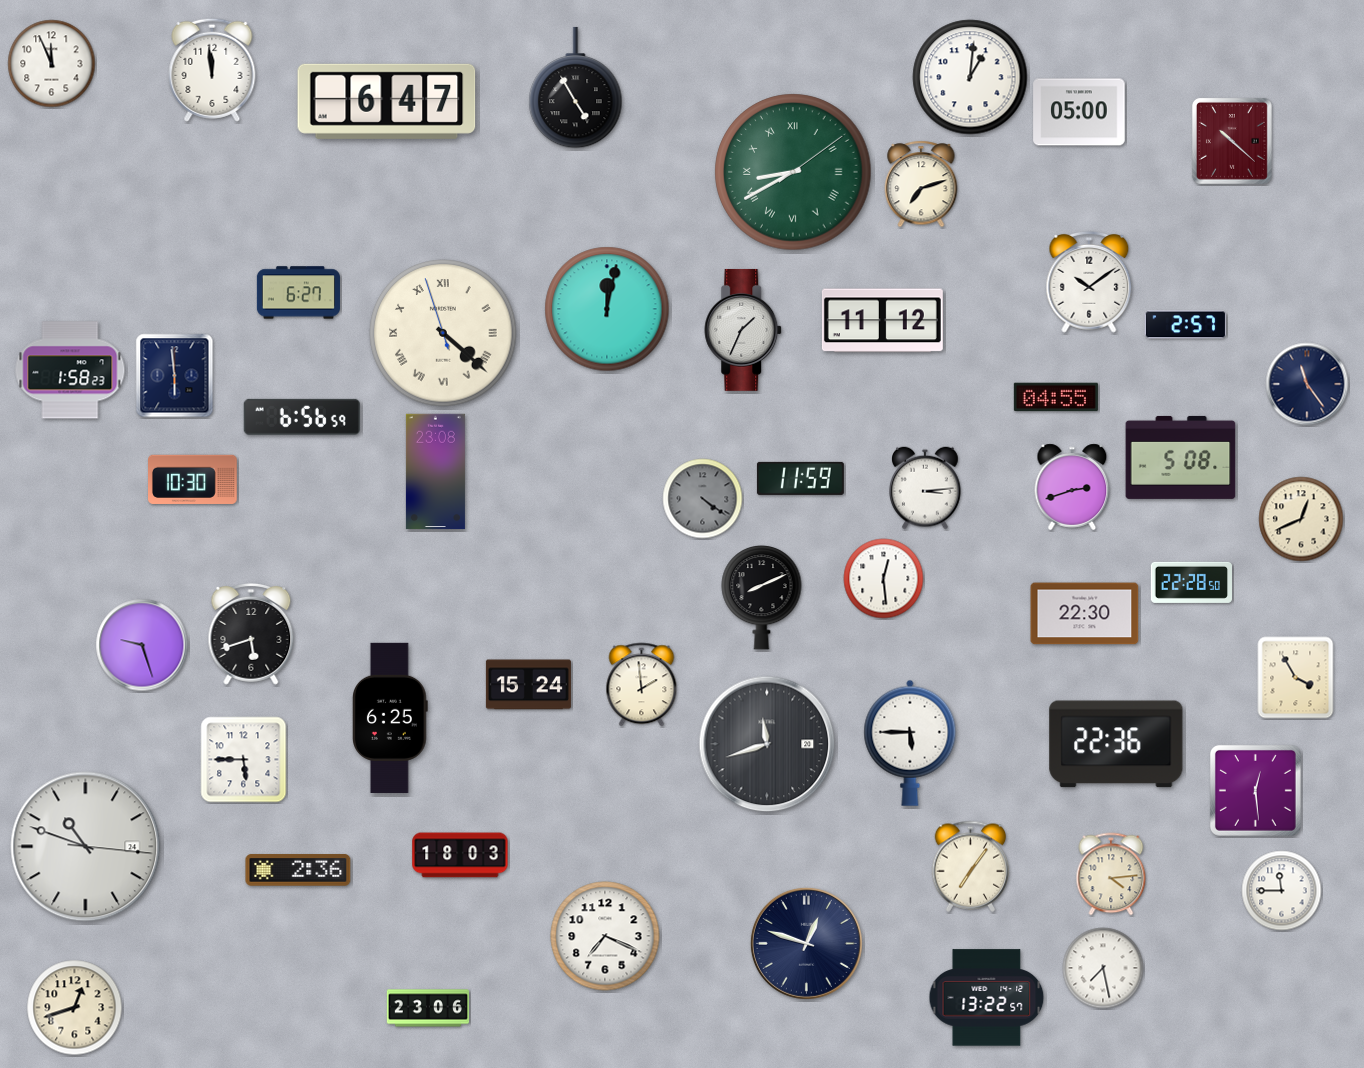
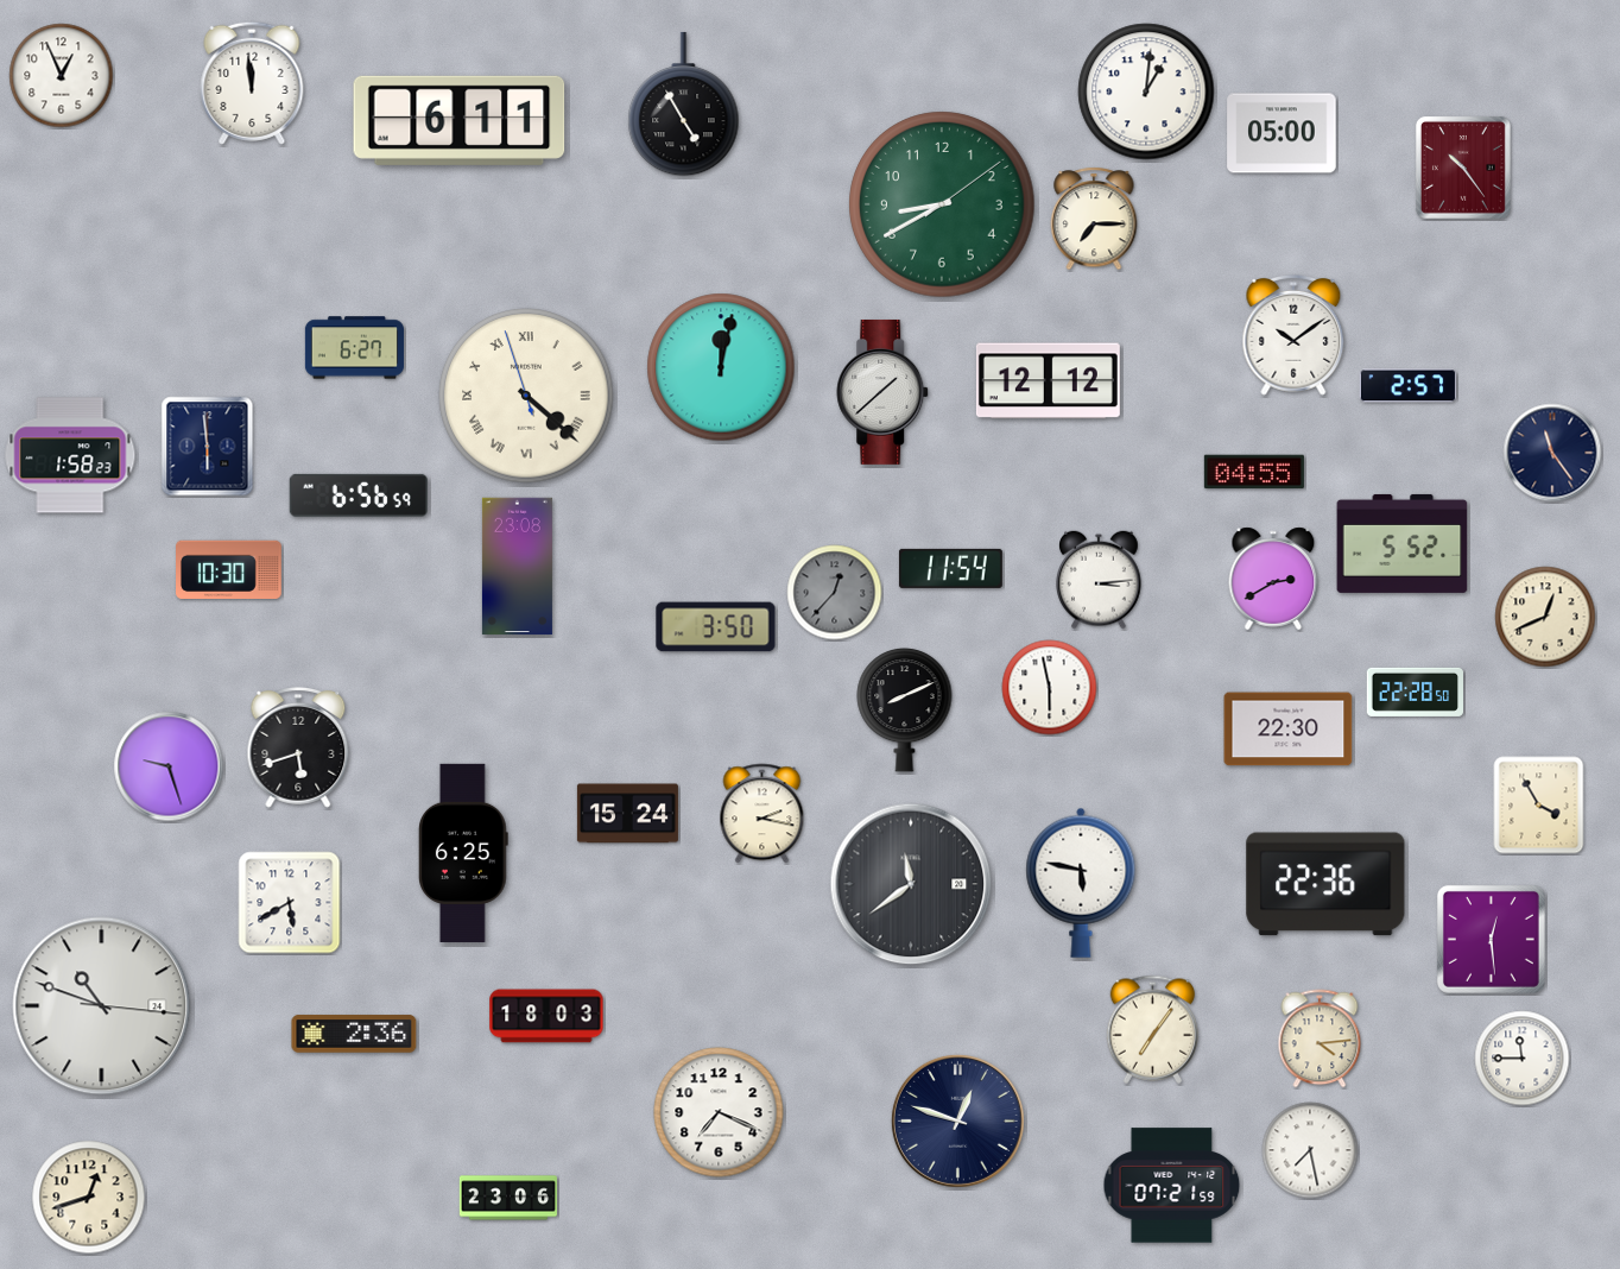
clock at (52, 64): 11:56 -> 12:56
clock at (970, 77) position: (970, 77) -> (1146, 91)
clock at (387, 101): 6:47 -> 6:11
clock at (1232, 141): 10:22 -> 10:24
clock at (793, 172) numerals: Roman -> Arabic
clock at (921, 184): 7:12 -> 7:15
clock at (882, 321): 11:12 -> 12:12
clock at (744, 330): 1:34 -> 1:38
clock at (70, 370) position: (70, 370) -> (70, 455)
clock at (1307, 384) position: (1307, 384) -> (1552, 453)
clock at (1181, 457): 5:08 -> 5:52
clock at (435, 472) position: (435, 472) -> (517, 567)
clock at (800, 478): 11:59 -> 11:54
clock at (1072, 487): 2:42 -> 2:40
clock at (703, 499): 4:21 -> 12:37
clock at (716, 627): none -> 3:50
clock at (884, 579): 12:29 -> 5:58
clock at (251, 634) position: (251, 634) -> (298, 747)
clock at (642, 685): 1:59 -> 2:17
clock at (910, 743): 5:45 -> 5:47
clock at (767, 744): 11:42 -> 11:39
clock at (244, 760): 5:45 -> 5:40
clock at (987, 998): 13:22 -> 07:21
